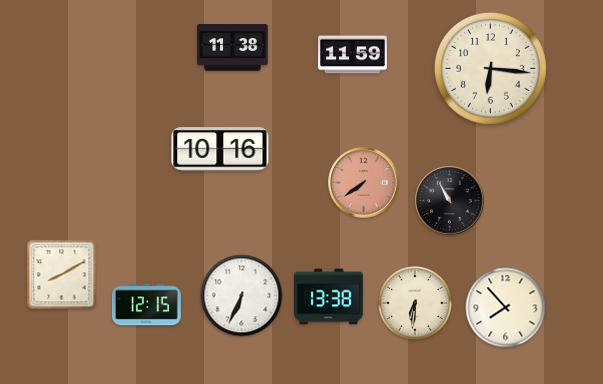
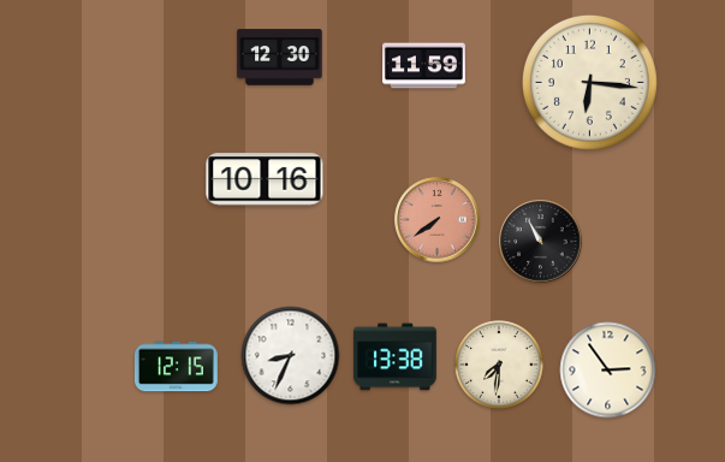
clock at (233, 48): 11:38 -> 12:30
clock at (62, 275): 8:10 -> none
clock at (242, 296): 6:34 -> 8:34
clock at (415, 303): 6:31 -> 7:31
clock at (506, 308): 7:53 -> 2:54
